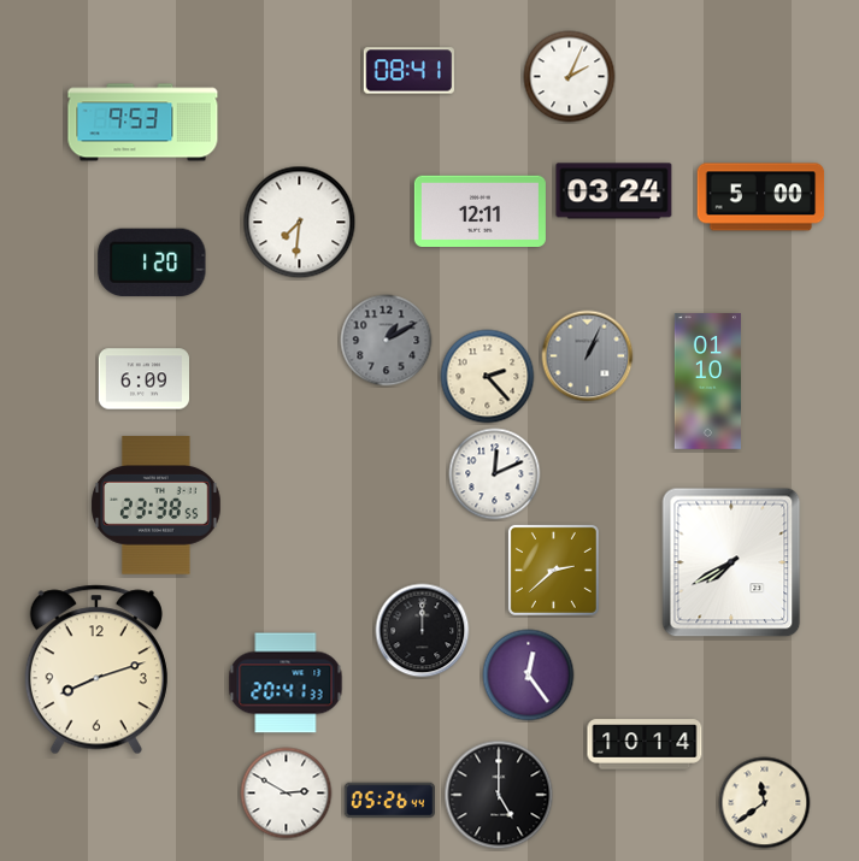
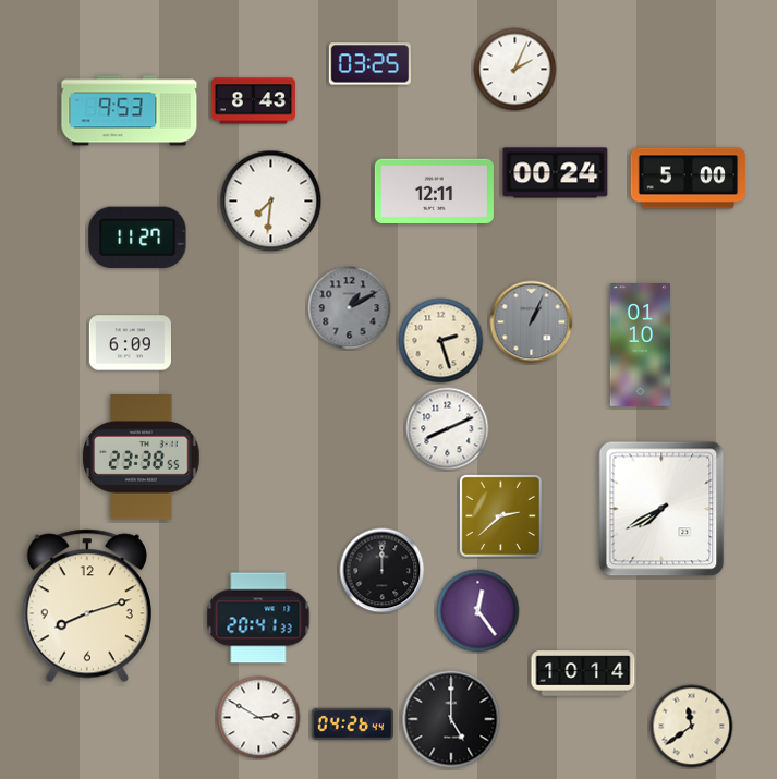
clock at (408, 71): 08:41 -> 03:25
clock at (253, 101): none -> 8:43
clock at (614, 191): 03:24 -> 00:24
clock at (152, 263): 1:20 -> 11:27
clock at (488, 377): 2:23 -> 2:27
clock at (495, 474): 12:11 -> 8:11
clock at (389, 801): 05:26 -> 04:26
